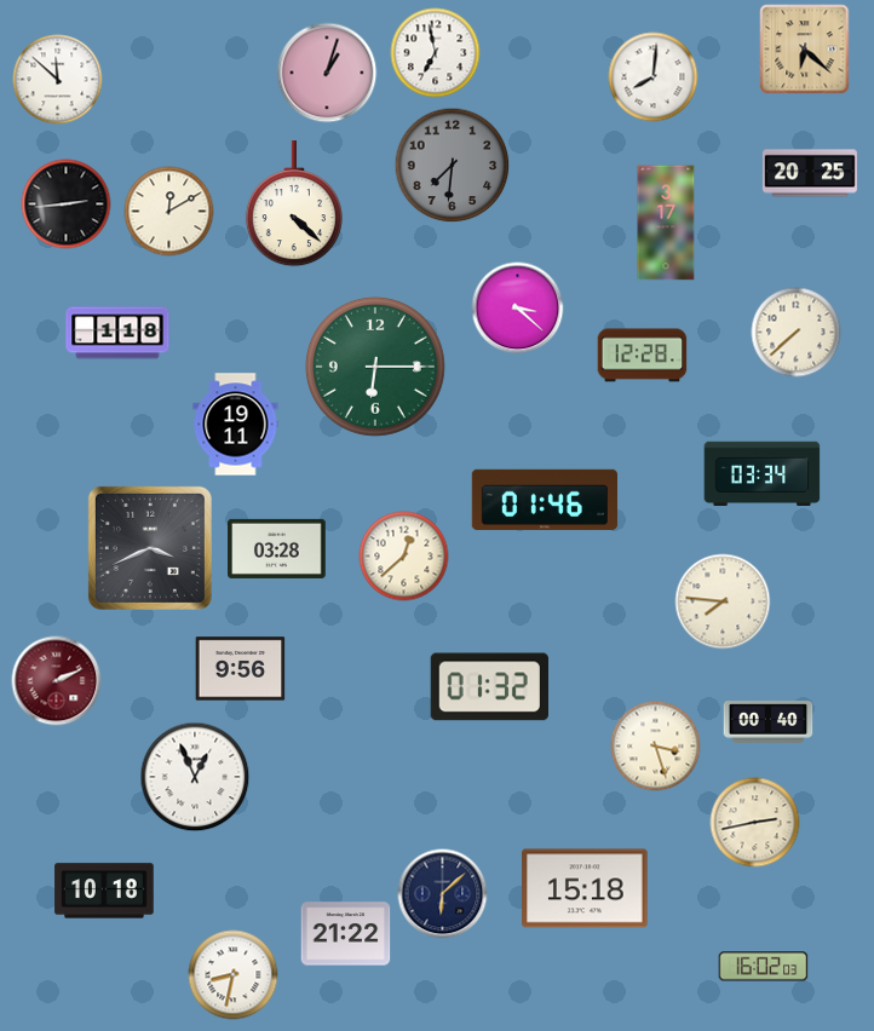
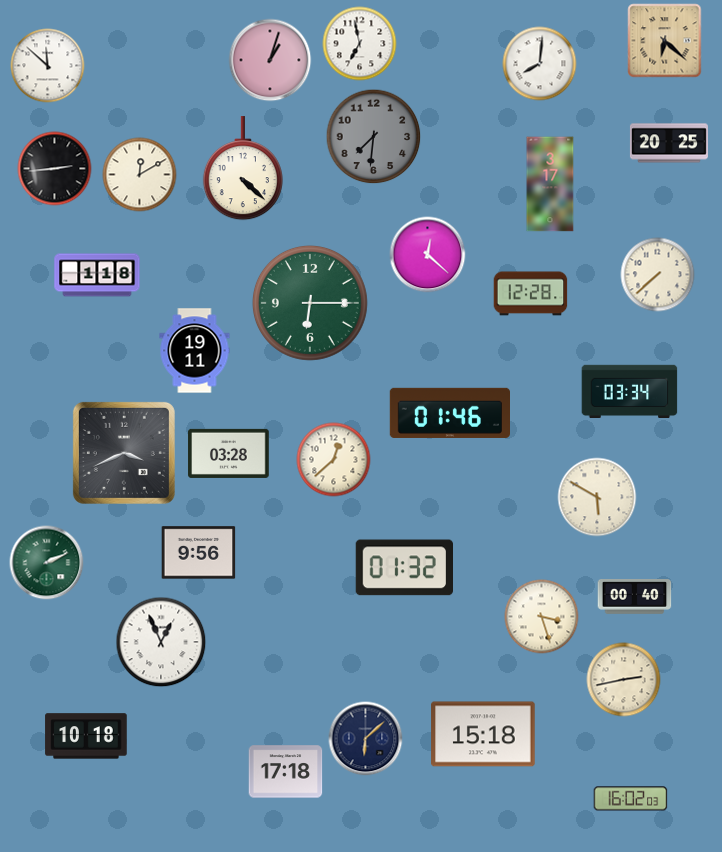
clock at (518, 309): 3:22 -> 12:22
clock at (723, 601): 7:46 -> 5:50
clock at (57, 681) dial: burgundy -> green
clock at (346, 934): 21:22 -> 17:18
clock at (234, 975): 8:32 -> none
